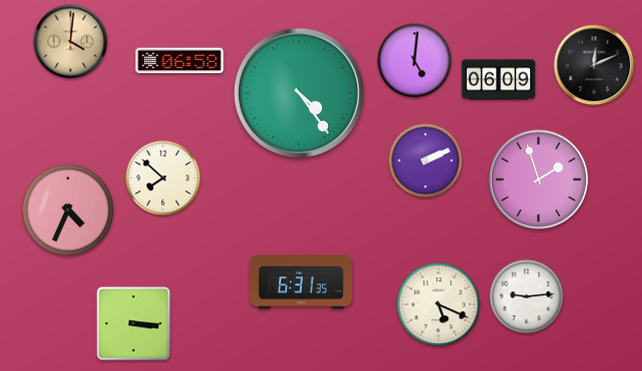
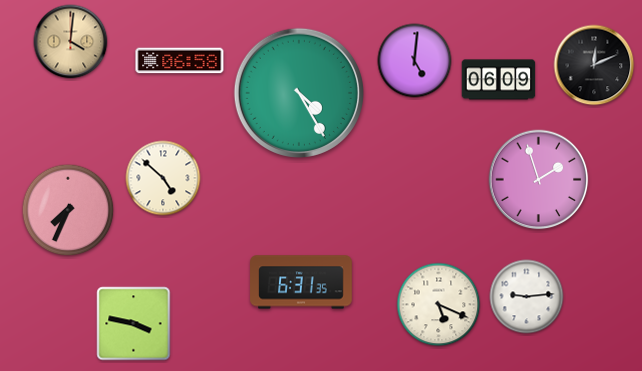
clock at (299, 93): 4:24 -> 4:25
clock at (426, 161): 2:11 -> none
clock at (163, 178): 7:52 -> 4:52
clock at (68, 210): 4:34 -> 7:34
clock at (134, 324): 3:16 -> 3:47
